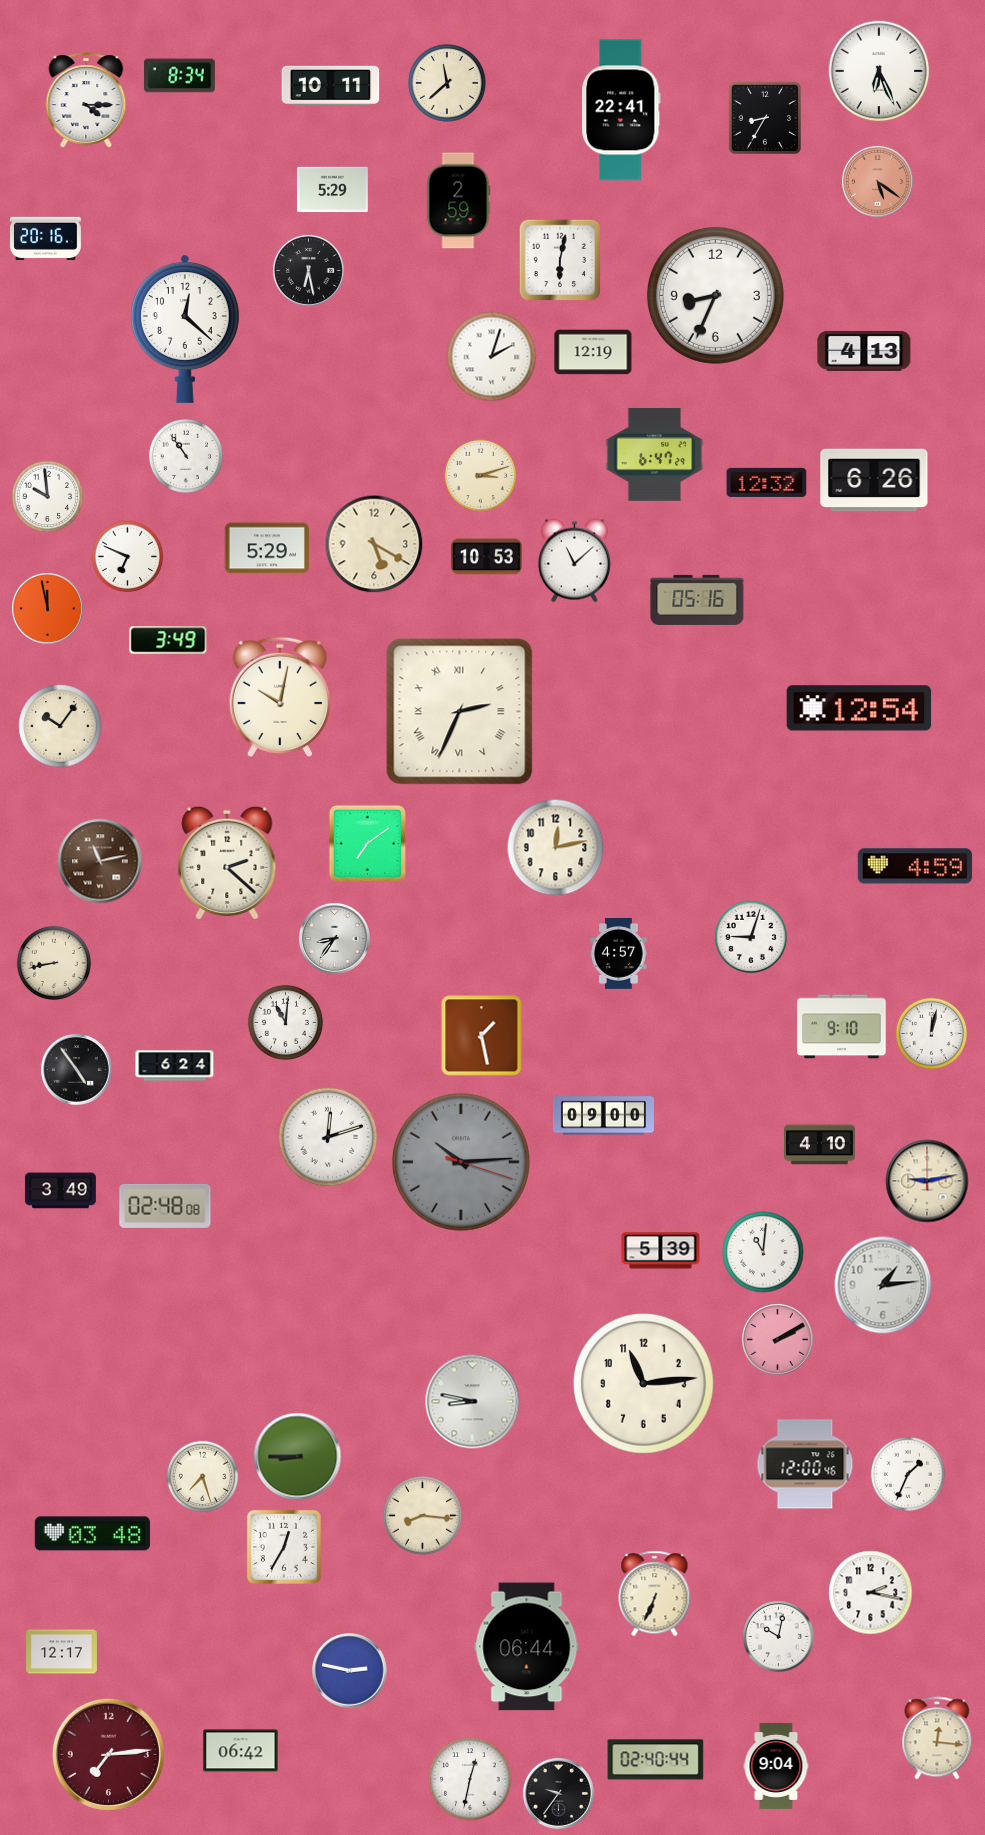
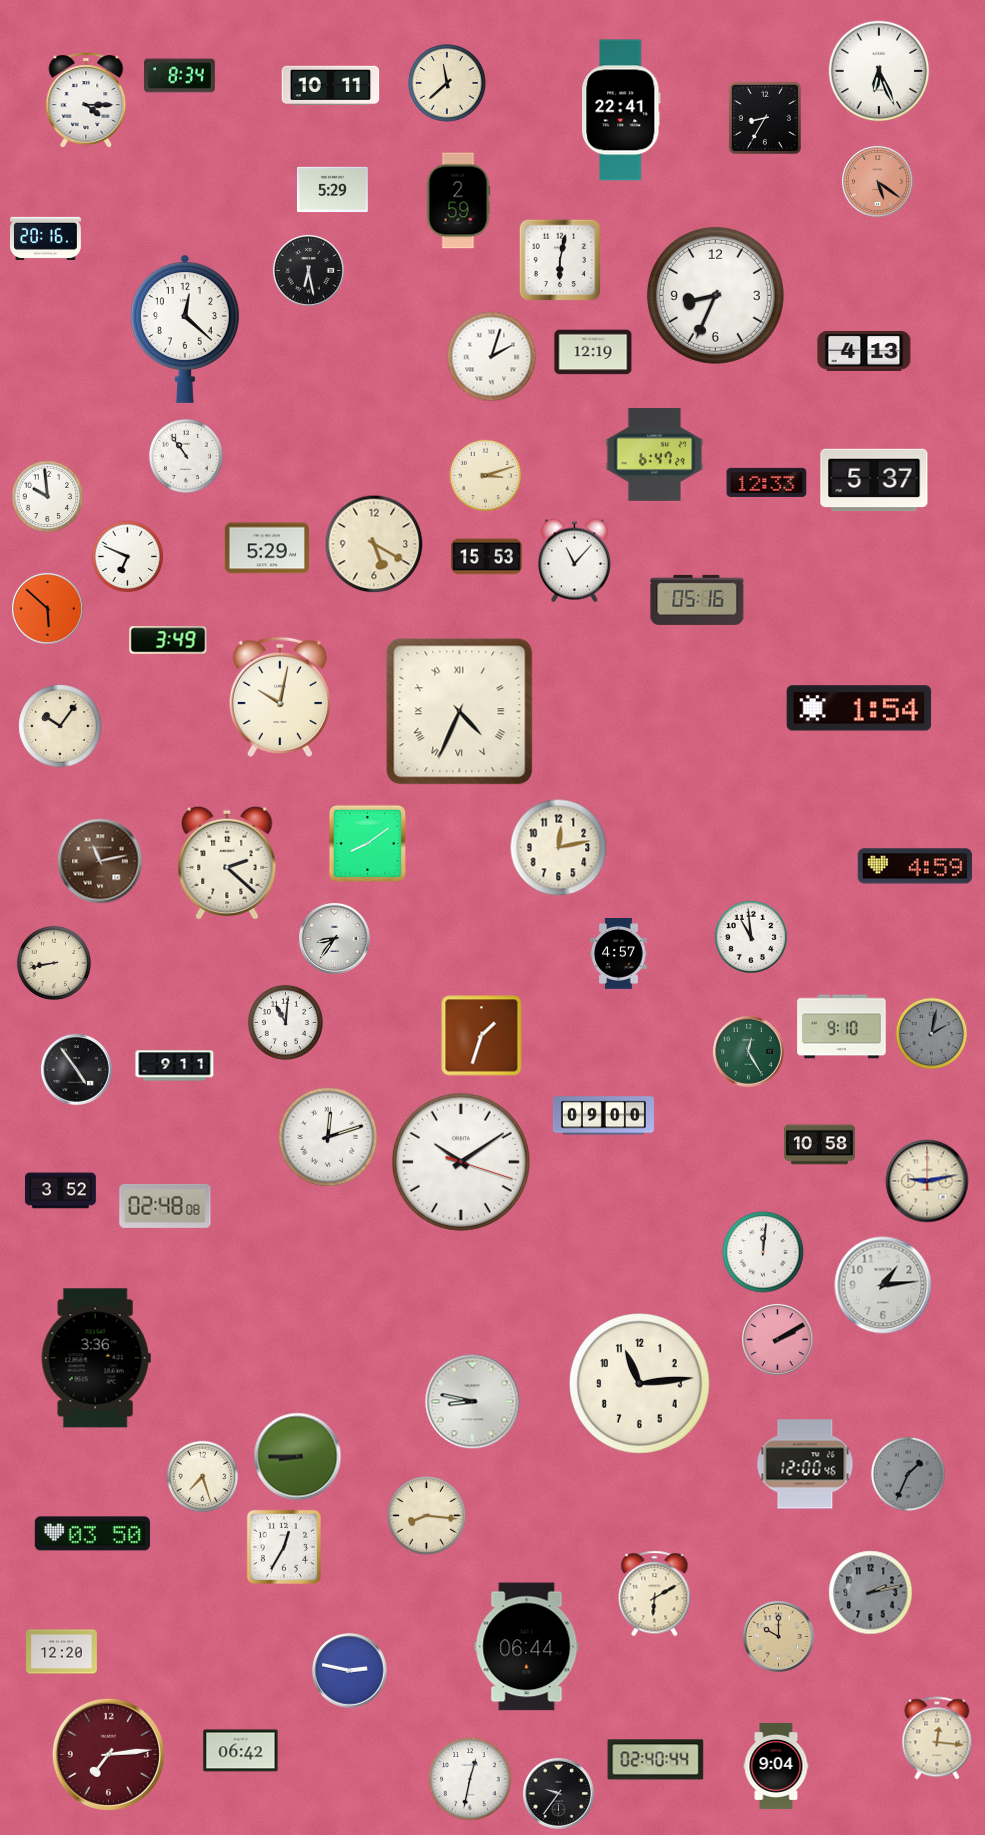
clock at (481, 476) position: (481, 476) -> (486, 476)
clock at (874, 480): 6:26 -> 5:37
clock at (767, 482): 12:32 -> 12:33
clock at (487, 557): 10:53 -> 15:53
clock at (574, 561): 11:08 -> 11:07
clock at (47, 608): 11:58 -> 5:52
clock at (859, 708): 12:54 -> 1:54
clock at (460, 712): 2:34 -> 4:34
clock at (367, 843): 7:09 -> 8:09
clock at (556, 848) position: (556, 848) -> (559, 848)
clock at (751, 937): 9:03 -> 10:59
clock at (932, 1034): 12:02 -> 2:02
clock at (932, 1034) dial: white -> grey
clock at (482, 1036): 1:28 -> 1:33
clock at (748, 1051): none -> 12:25
clock at (175, 1066): 6:24 -> 9:11
clock at (820, 1145): 4:10 -> 10:58
clock at (461, 1162): 10:14 -> 10:09
clock at (461, 1162) dial: grey -> white
clock at (61, 1191): 3:49 -> 3:52
clock at (661, 1251): 5:39 -> none
clock at (763, 1252): 11:01 -> 12:01
clock at (96, 1358): none -> 3:36
clock at (644, 1384) position: (644, 1384) -> (640, 1384)
clock at (908, 1474) dial: white -> grey
clock at (423, 1516) position: (423, 1516) -> (427, 1516)
clock at (92, 1534): 03:48 -> 03:50
clock at (871, 1593): 2:17 -> 2:13
clock at (871, 1593) dial: white -> grey
clock at (655, 1594): 6:34 -> 6:10
clock at (778, 1636): 10:02 -> 10:00
clock at (778, 1636) dial: white -> champagne
clock at (62, 1652): 12:17 -> 12:20
